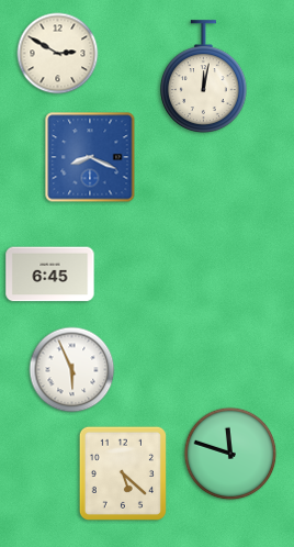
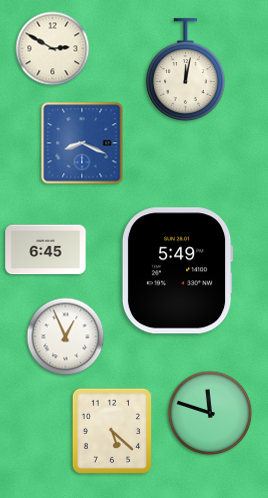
clock at (177, 271): none -> 5:49
clock at (72, 370): 5:56 -> 12:56
